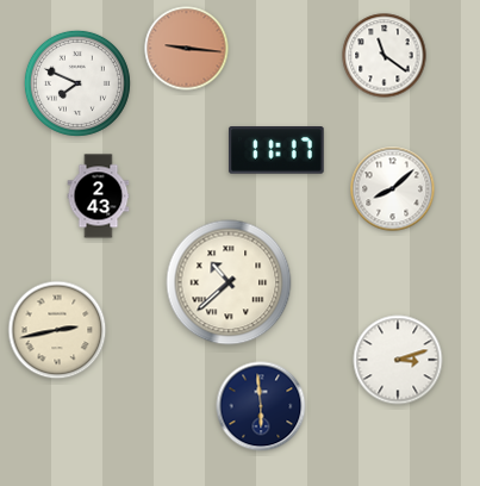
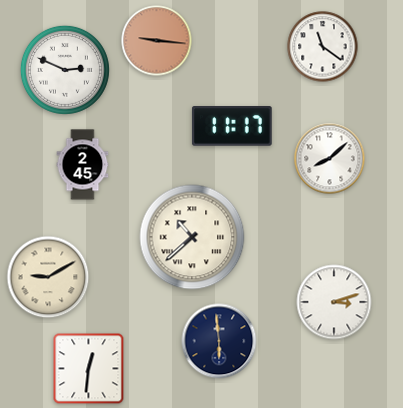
clock at (77, 83): 7:49 -> 2:49
clock at (99, 197): 2:43 -> 2:45
clock at (57, 330): 2:43 -> 9:10
clock at (89, 369): none -> 12:31
